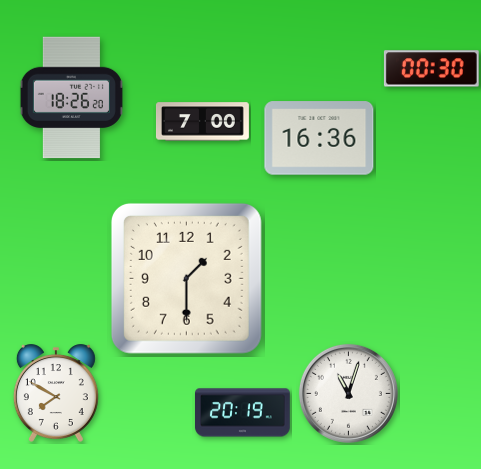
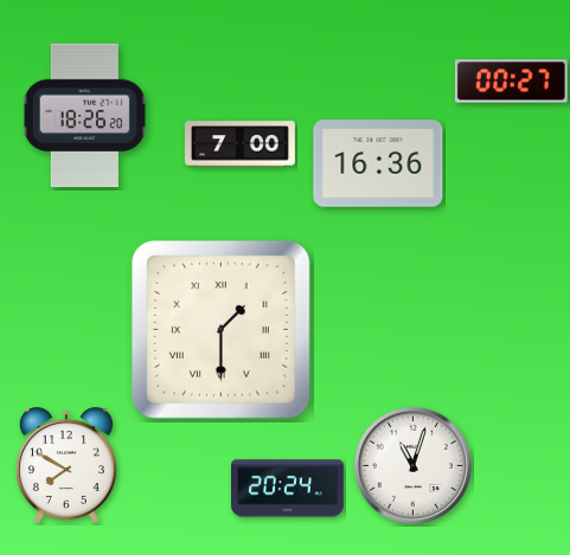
clock at (431, 69): 00:30 -> 00:27
clock at (186, 278) numerals: Arabic -> Roman
clock at (243, 413): 20:19 -> 20:24
